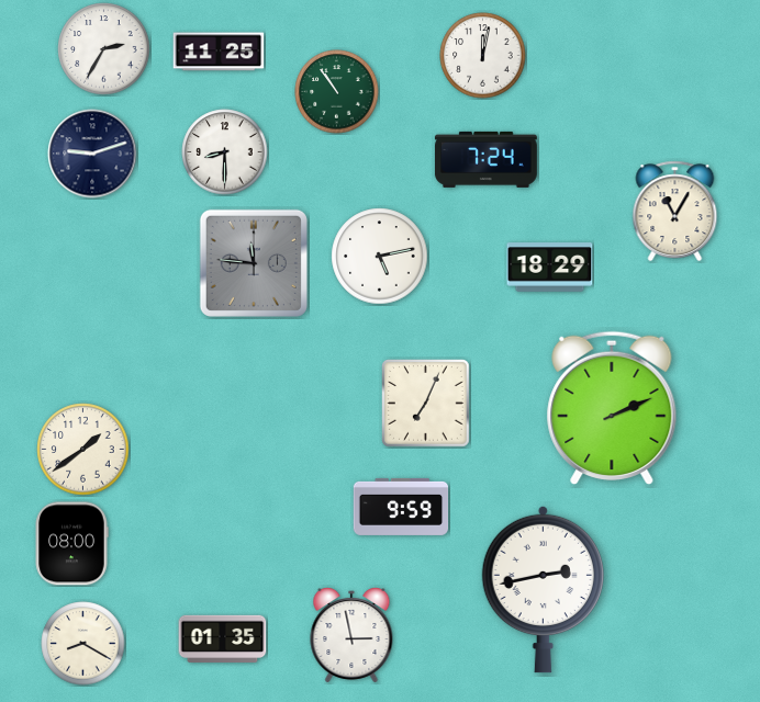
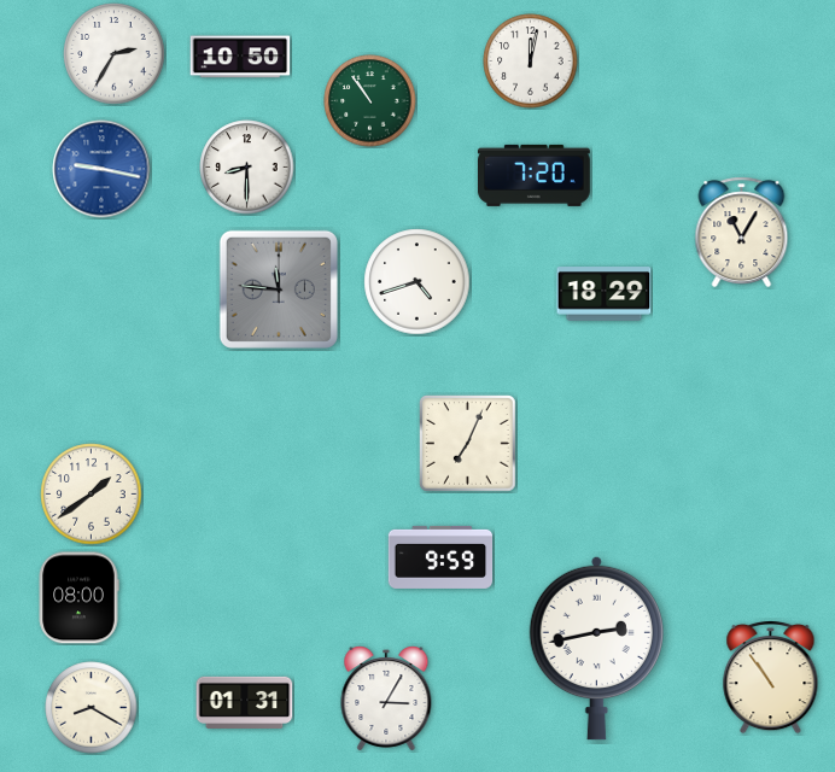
clock at (219, 52): 11:25 -> 10:50
clock at (92, 154): 9:12 -> 9:17
clock at (92, 154) dial: navy -> blue
clock at (485, 159): 7:24 -> 7:20
clock at (380, 257): 5:13 -> 4:42
clock at (612, 408): 2:11 -> none
clock at (771, 677): none -> 10:54
clock at (351, 636): 2:58 -> 3:05
clock at (223, 638): 01:35 -> 01:31
